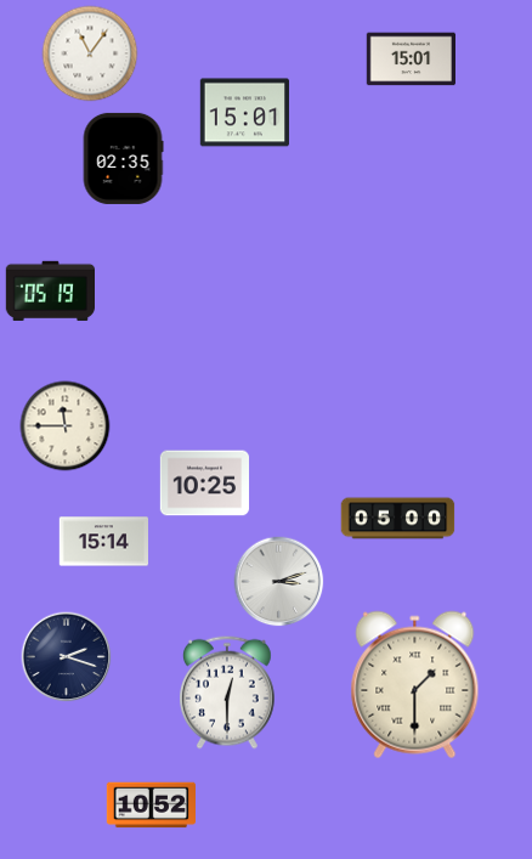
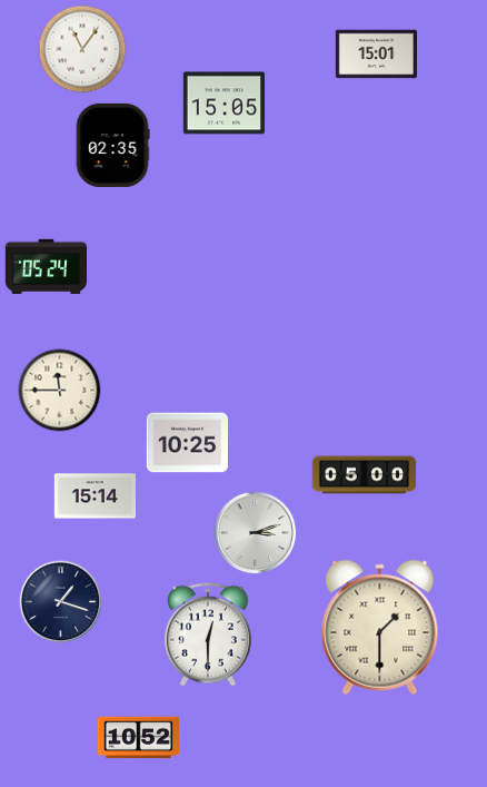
clock at (244, 113): 15:01 -> 15:05
clock at (50, 290): 05:19 -> 05:24
clock at (67, 657): 2:18 -> 1:18
